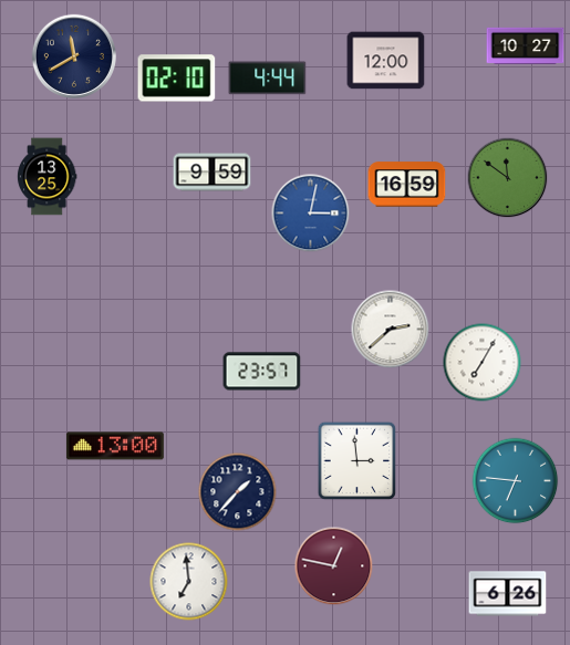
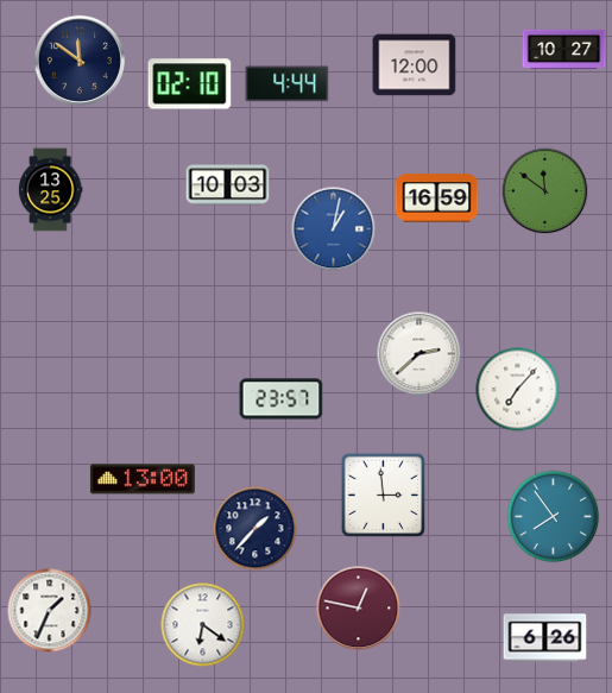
clock at (73, 55): 11:40 -> 11:51
clock at (213, 173): 9:59 -> 10:03
clock at (311, 214): 3:02 -> 1:02
clock at (483, 363): 7:05 -> 7:07
clock at (115, 446) position: (115, 446) -> (143, 479)
clock at (516, 481): 6:46 -> 7:54
clock at (50, 611): none -> 1:34
clock at (189, 582): 6:59 -> 6:21
